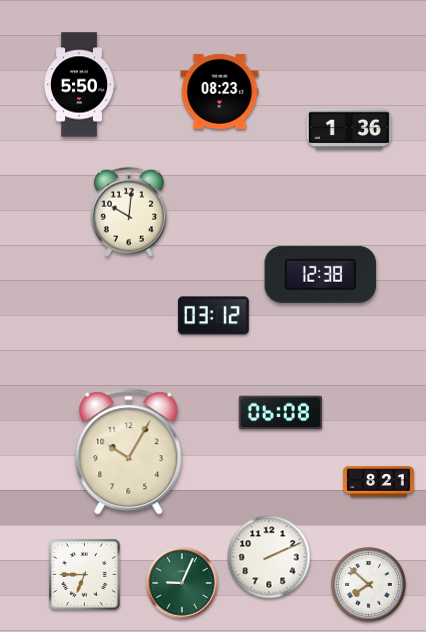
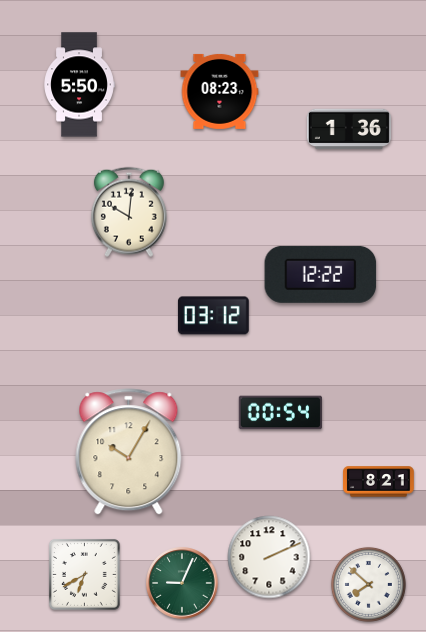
clock at (321, 274): 12:38 -> 12:22
clock at (280, 413): 06:08 -> 00:54
clock at (84, 574): 6:45 -> 6:40
